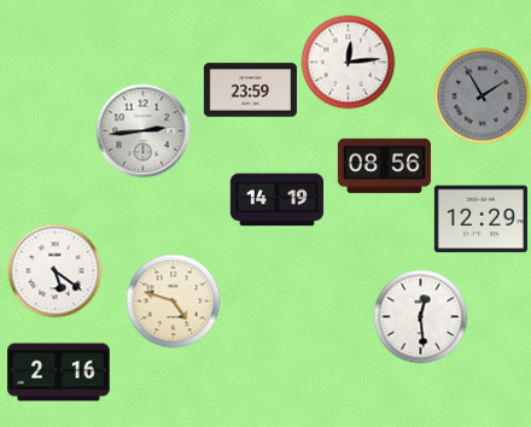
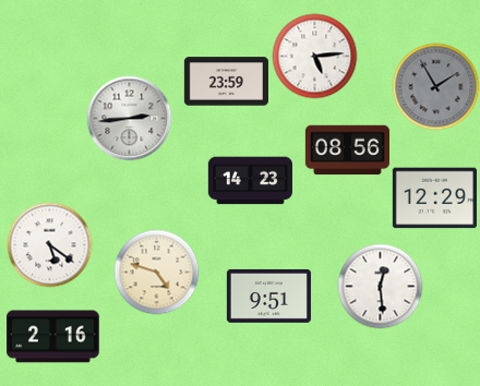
clock at (348, 62): 12:14 -> 5:14
clock at (276, 200): 14:19 -> 14:23
clock at (268, 295): none -> 9:51
